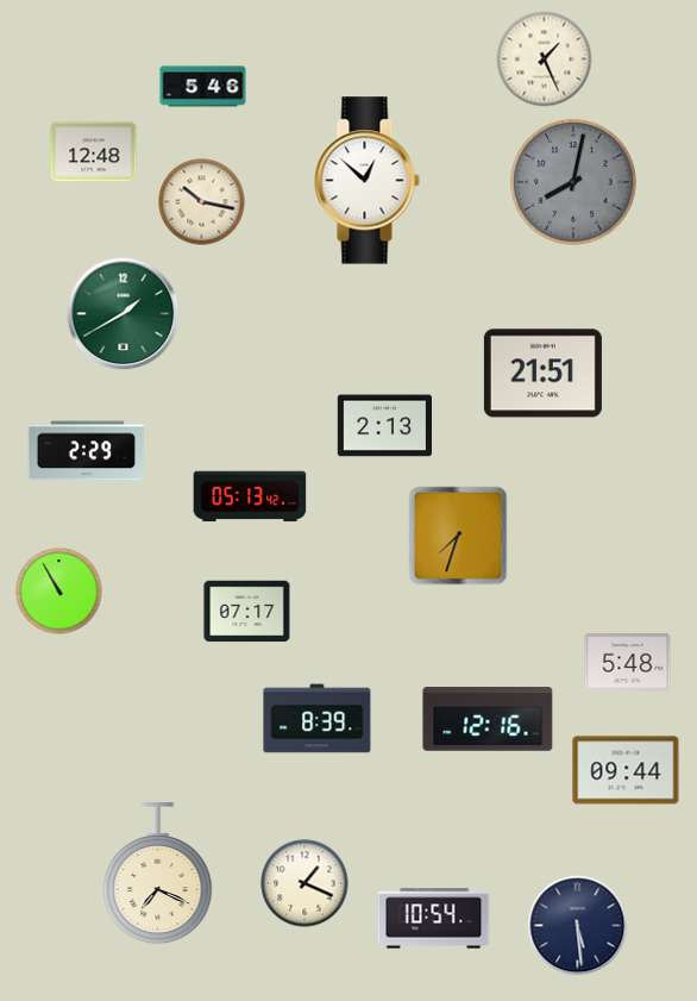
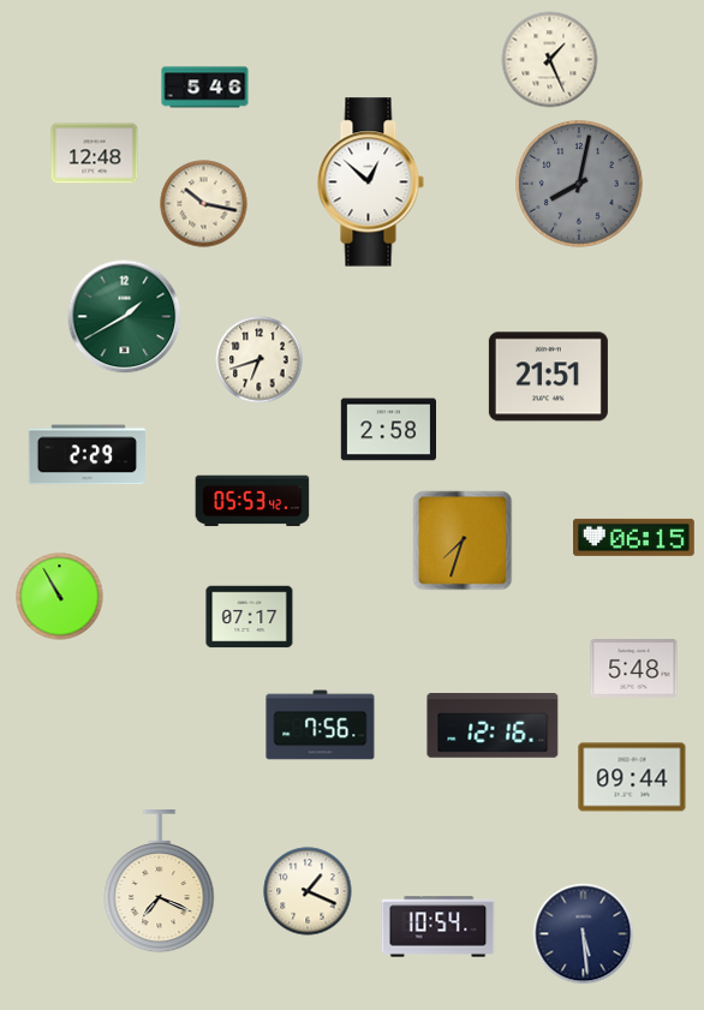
clock at (259, 360): none -> 6:42
clock at (384, 426): 2:13 -> 2:58
clock at (250, 496): 05:13 -> 05:53
clock at (634, 537): none -> 06:15
clock at (318, 719): 8:39 -> 7:56
